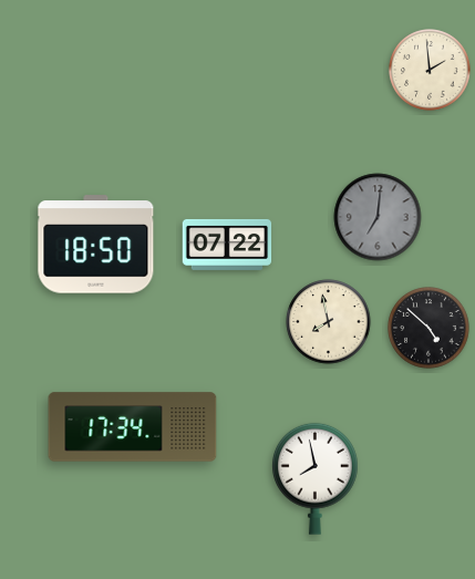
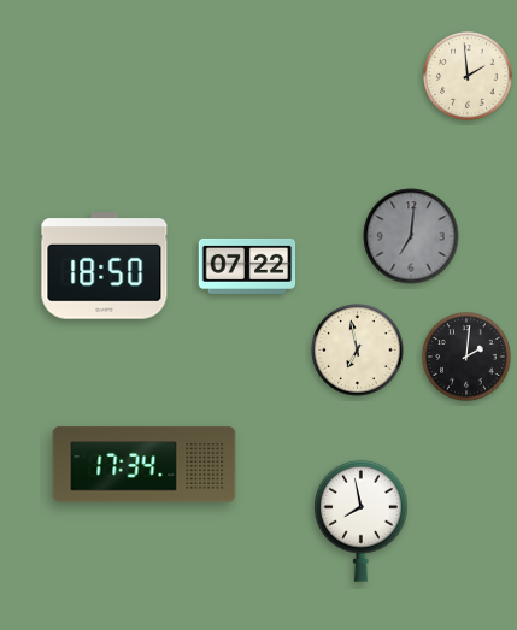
clock at (329, 322): 7:58 -> 6:58
clock at (428, 328): 4:52 -> 2:01
clock at (314, 478) position: (314, 478) -> (360, 520)
